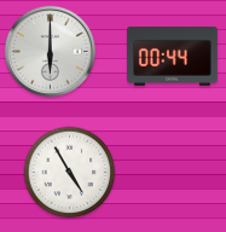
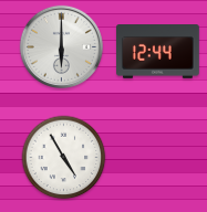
clock at (50, 51) position: (50, 51) -> (61, 46)
clock at (173, 57): 00:44 -> 12:44
